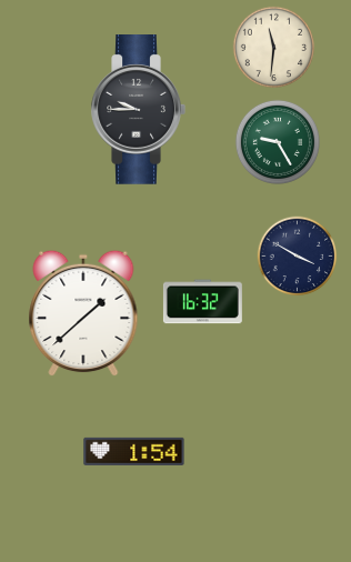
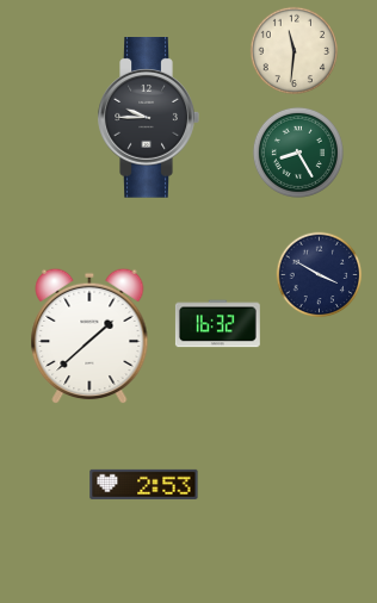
clock at (278, 142): 9:25 -> 8:25
clock at (134, 451): 1:54 -> 2:53
